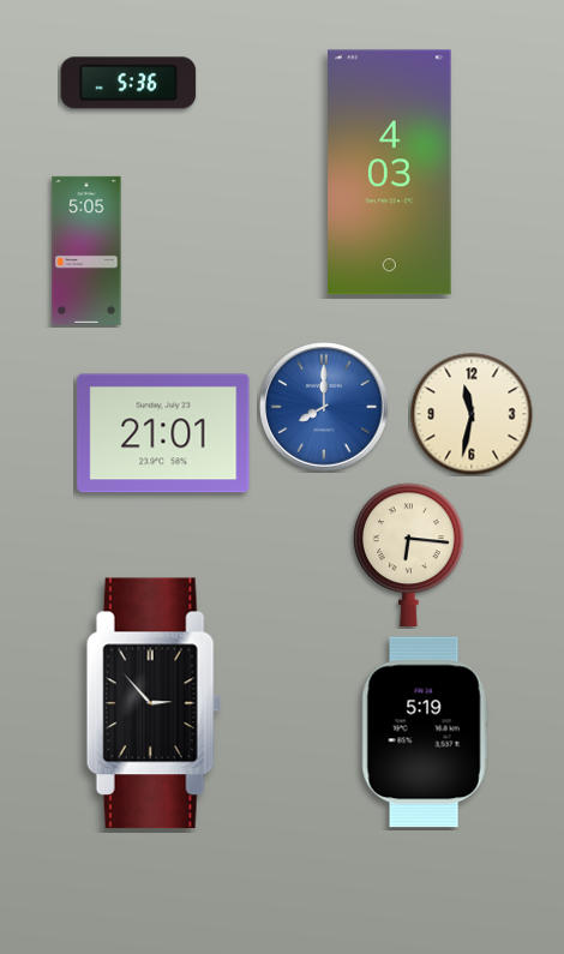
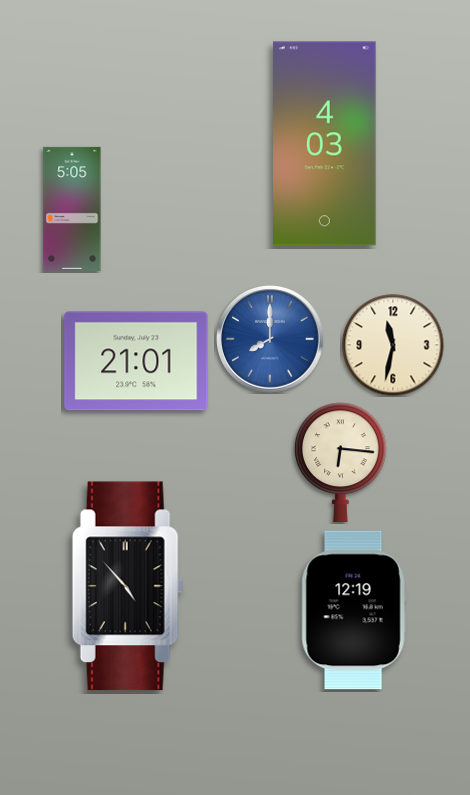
clock at (128, 83): 5:36 -> none
clock at (154, 703): 2:53 -> 4:53
clock at (425, 732): 5:19 -> 12:19
